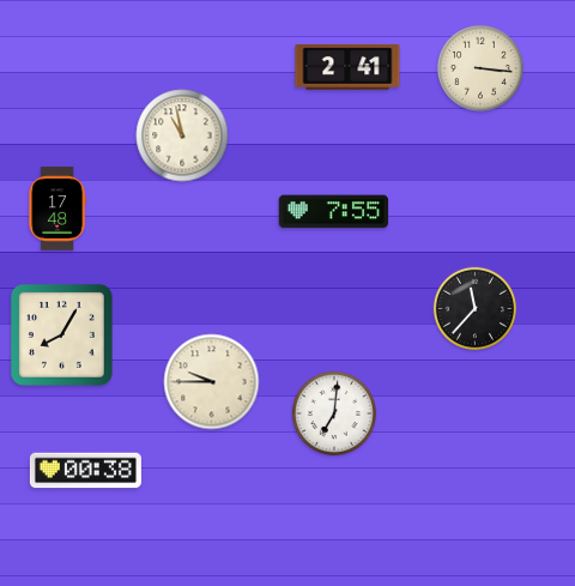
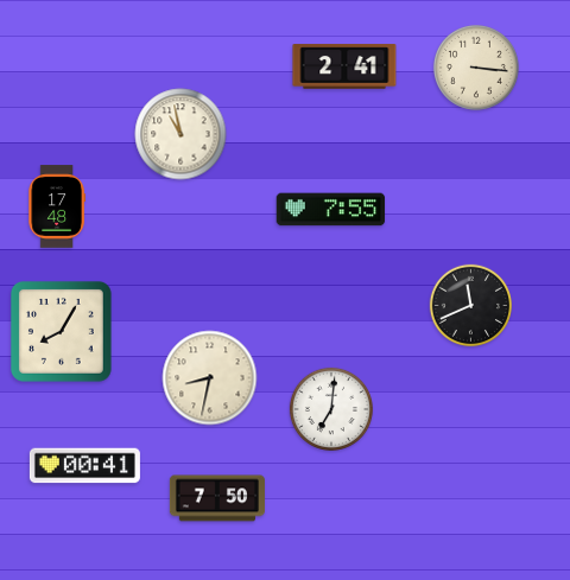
clock at (476, 309): 11:37 -> 11:41
clock at (212, 382): 9:45 -> 8:32
clock at (85, 471): 00:38 -> 00:41
clock at (217, 498): none -> 7:50
